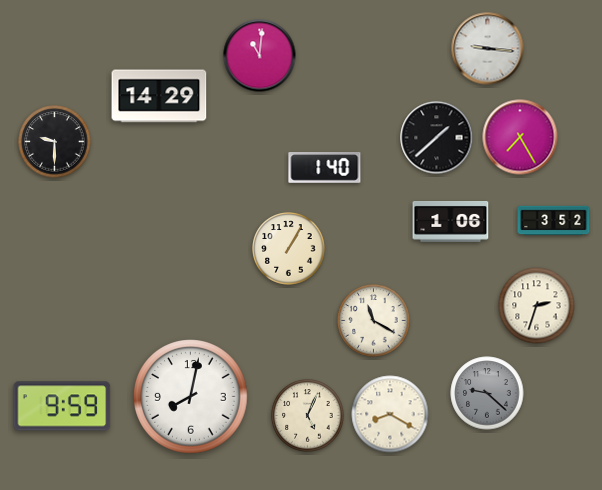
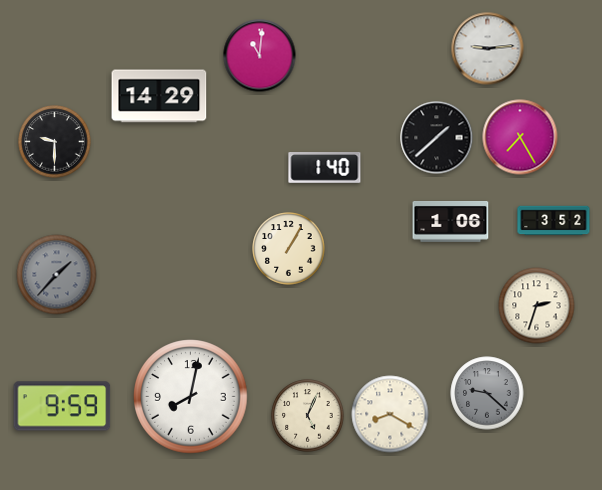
clock at (488, 49): 9:16 -> 9:14
clock at (57, 275): none -> 1:37
clock at (374, 321): 11:20 -> none
